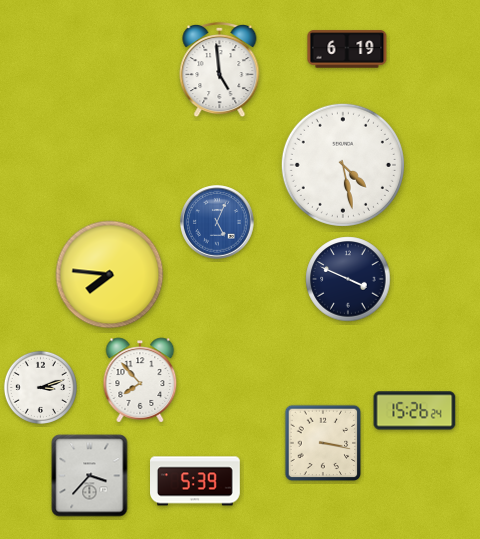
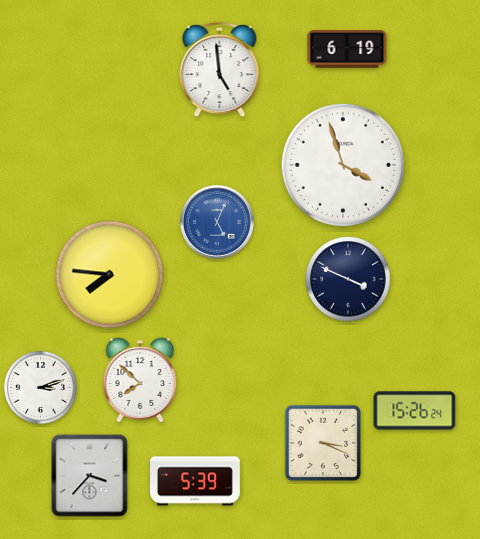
clock at (343, 165): 4:28 -> 3:57
clock at (140, 380): 7:53 -> 7:52
clock at (323, 443): 3:17 -> 3:19
